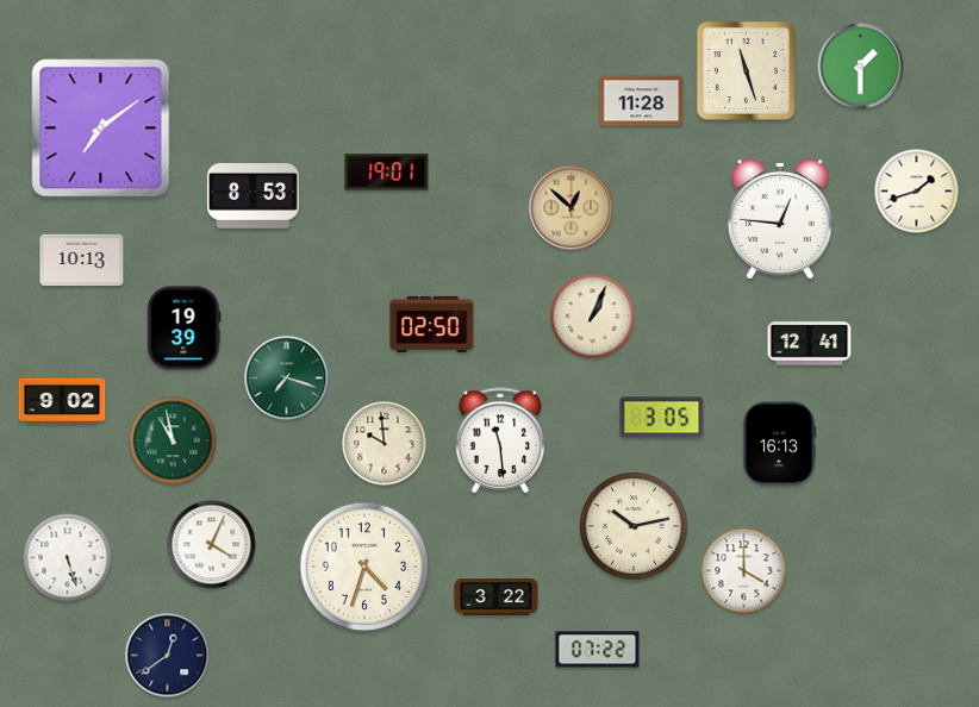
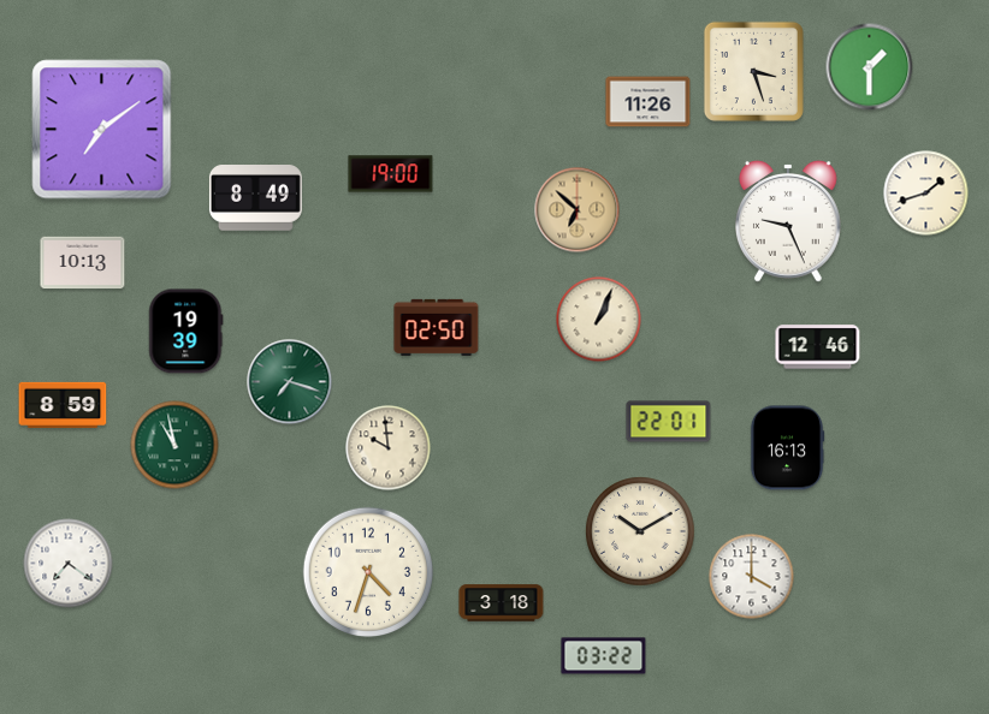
clock at (746, 70): 11:27 -> 3:27
clock at (642, 101): 11:28 -> 11:26
clock at (387, 173): 19:01 -> 19:00
clock at (252, 196): 8:53 -> 8:49
clock at (572, 208): 12:52 -> 6:52
clock at (781, 220): 12:46 -> 9:26
clock at (810, 344): 12:41 -> 12:46
clock at (62, 401): 9:02 -> 8:59
clock at (662, 418): 3:05 -> 22:01
clock at (500, 440): 11:29 -> none
clock at (634, 526): 10:13 -> 10:10
clock at (212, 545): 4:04 -> none
clock at (68, 558): 5:27 -> 7:21
clock at (497, 597): 3:22 -> 3:18
clock at (598, 650): 07:22 -> 03:22
clock at (168, 656): 12:39 -> none
